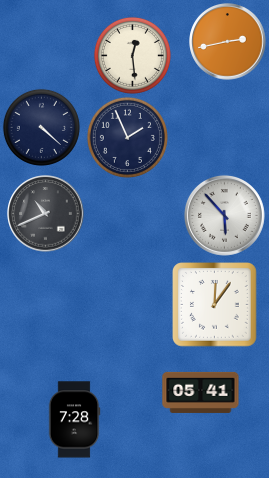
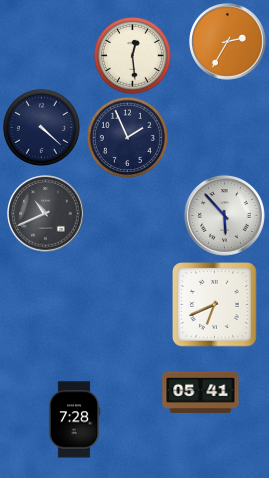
clock at (228, 42): 2:43 -> 2:35
clock at (215, 305): 12:06 -> 6:41
